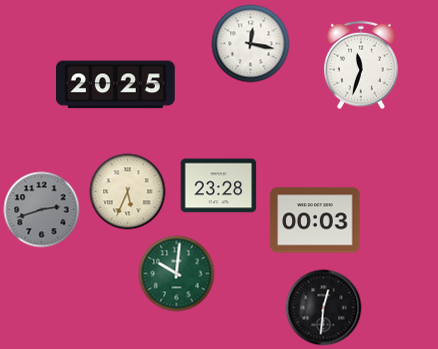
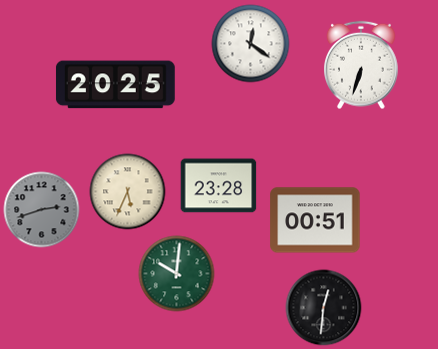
clock at (251, 44): 12:17 -> 12:21
clock at (362, 65): 11:33 -> 6:33
clock at (315, 220): 00:03 -> 00:51
